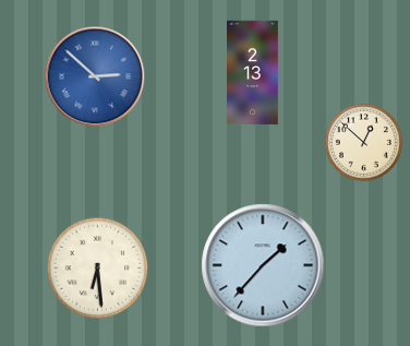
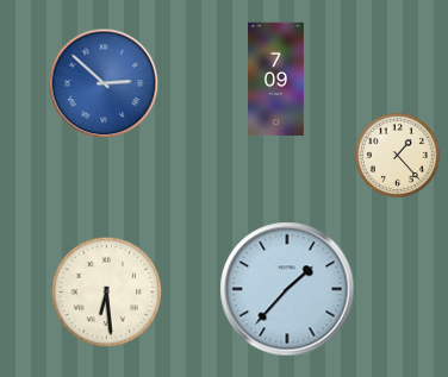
clock at (253, 73): 2:13 -> 7:09
clock at (363, 142): 12:52 -> 1:23
